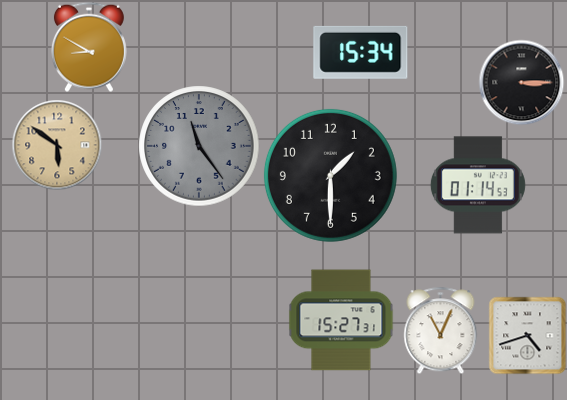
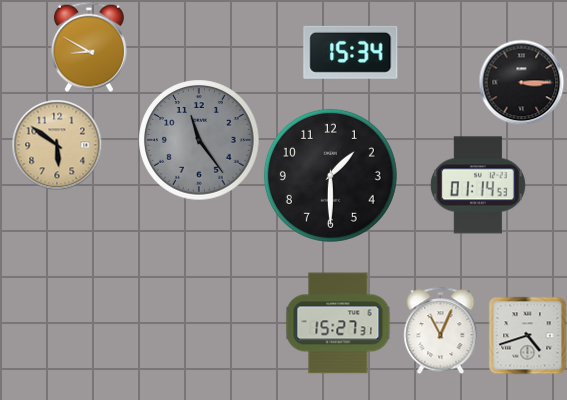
clock at (361, 52) position: (361, 52) -> (351, 52)
clock at (199, 146) position: (199, 146) -> (199, 140)
clock at (341, 320) position: (341, 320) -> (338, 323)
